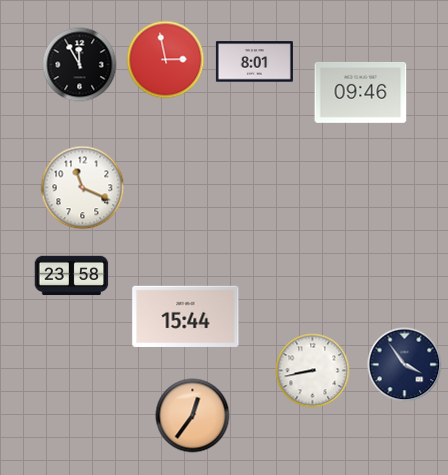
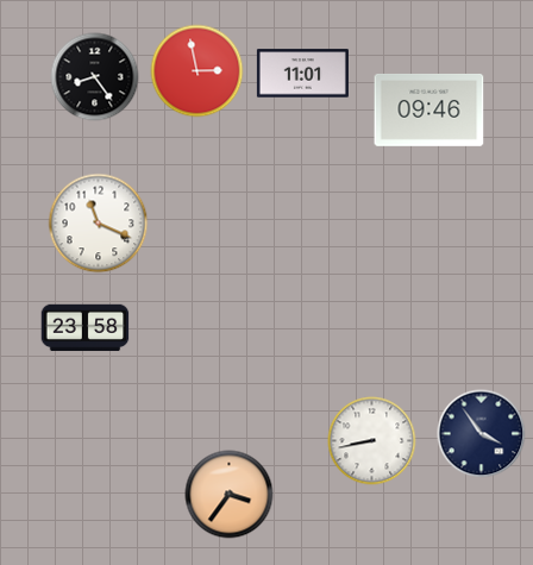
clock at (254, 62): 8:01 -> 11:01
clock at (80, 65): 11:55 -> 8:24
clock at (186, 316): 15:44 -> none
clock at (193, 416): 12:36 -> 3:36
